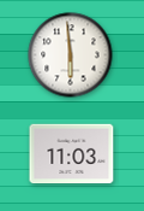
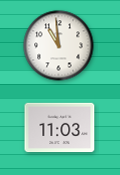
clock at (71, 55): 5:59 -> 10:59
